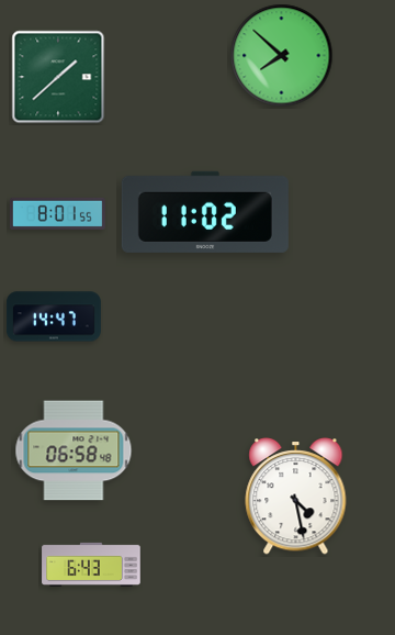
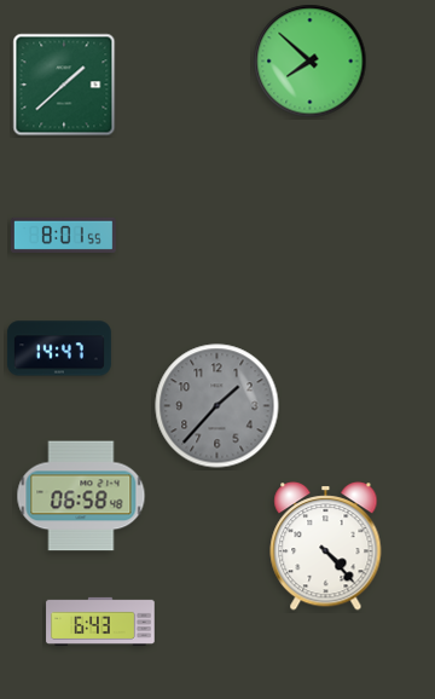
clock at (205, 212): 11:02 -> none
clock at (217, 406): none -> 1:37
clock at (296, 497): 4:28 -> 4:23
